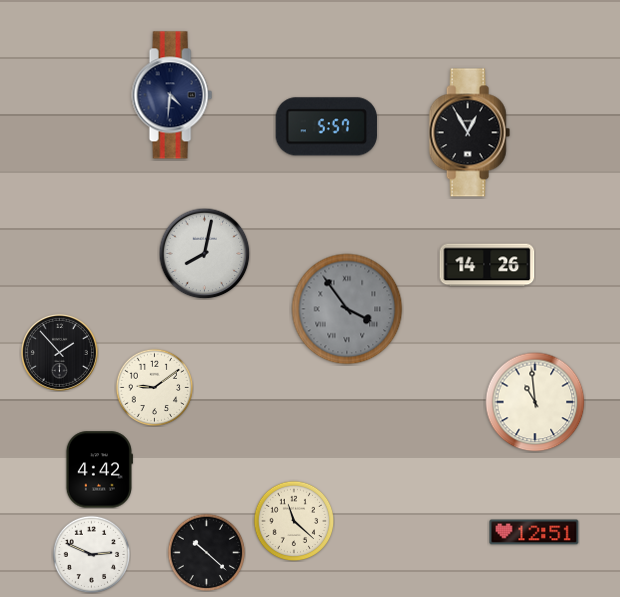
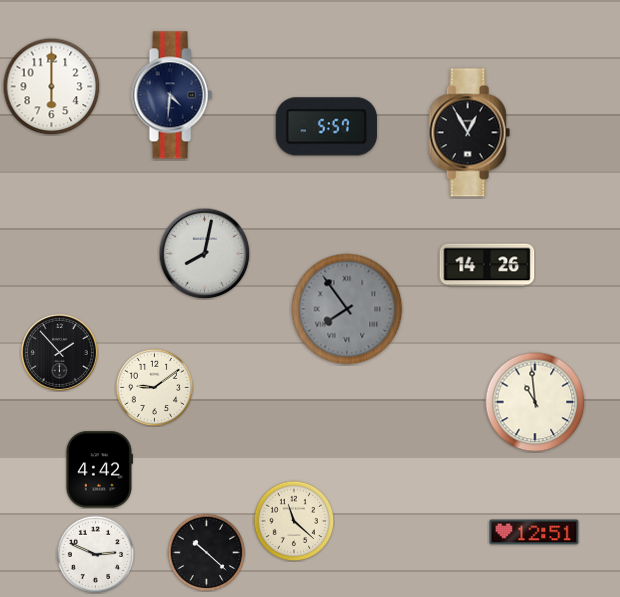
clock at (51, 86): none -> 6:00
clock at (347, 309): 3:54 -> 7:54
clock at (91, 554) position: (91, 554) -> (95, 554)
